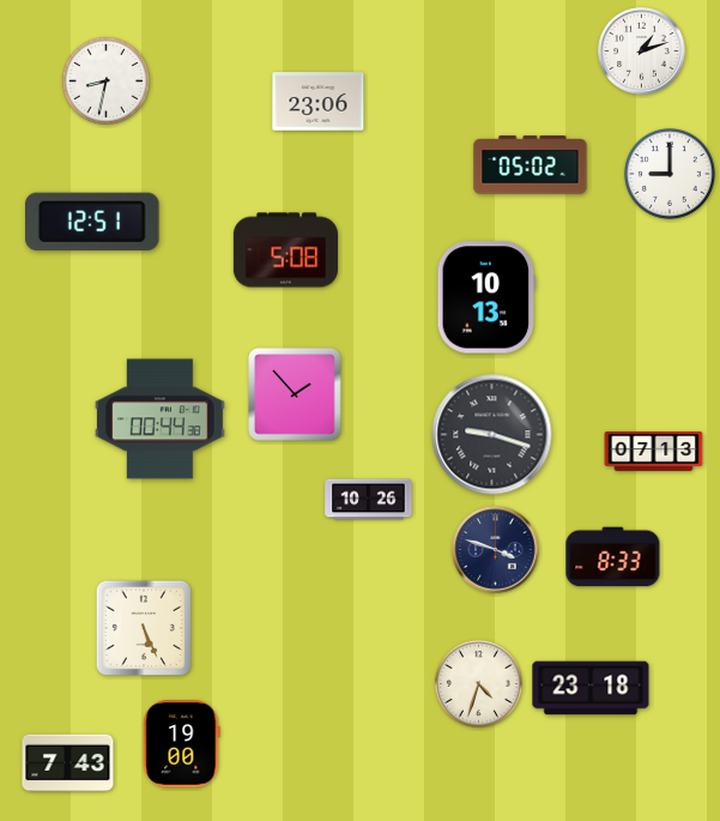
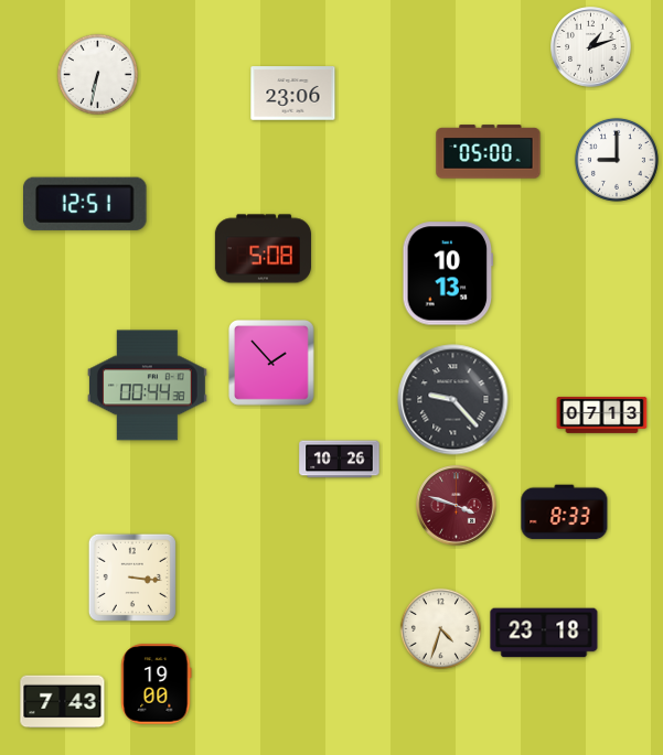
clock at (105, 80): 8:32 -> 6:32
clock at (531, 165): 05:02 -> 05:00
clock at (285, 250) position: (285, 250) -> (263, 249)
clock at (492, 435): 9:18 -> 9:23
clock at (496, 550) dial: navy -> burgundy
clock at (144, 628): 5:26 -> 3:16
clock at (182, 744) position: (182, 744) -> (157, 684)
